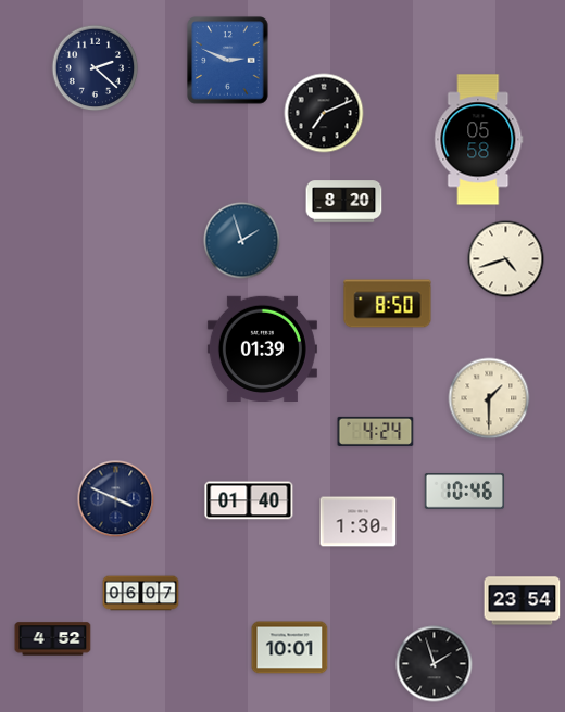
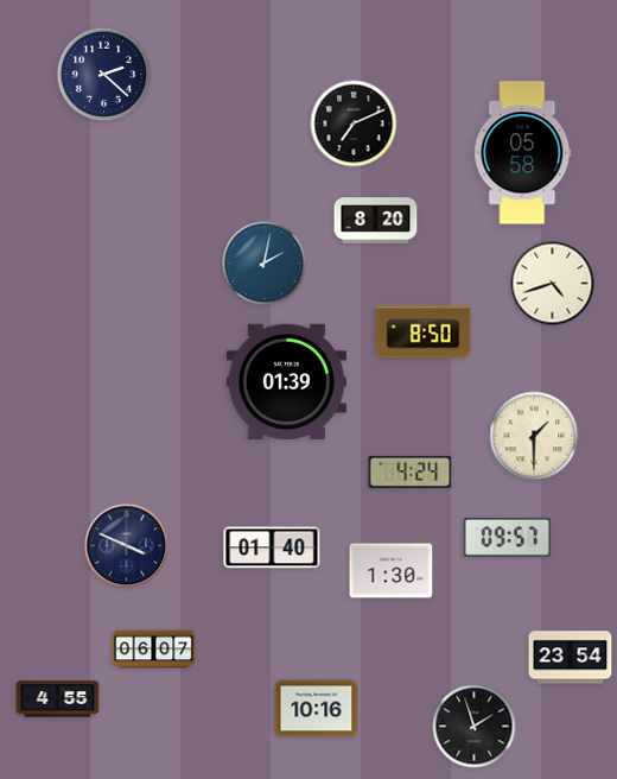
clock at (228, 61): 2:49 -> none
clock at (242, 241): 1:57 -> 2:02
clock at (464, 492): 10:46 -> 09:57
clock at (53, 639): 4:52 -> 4:55
clock at (290, 648): 10:01 -> 10:16
